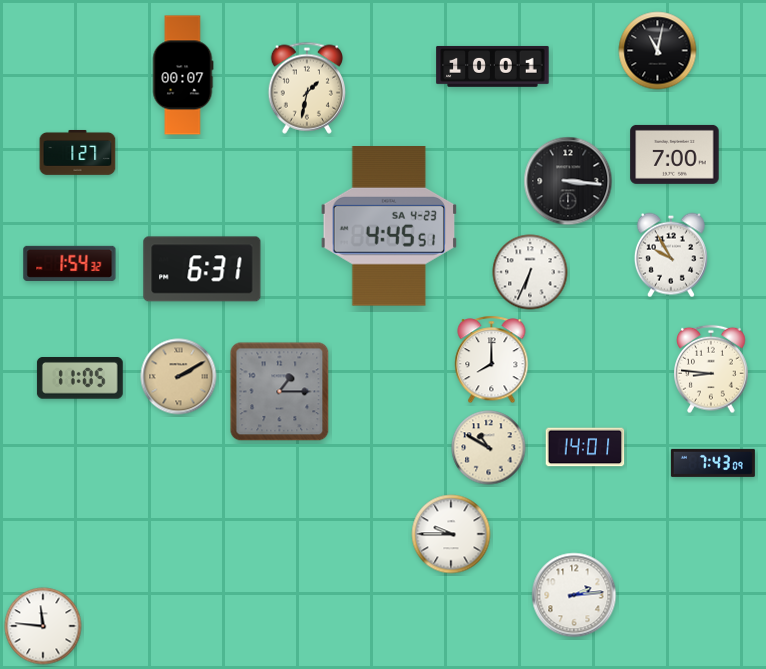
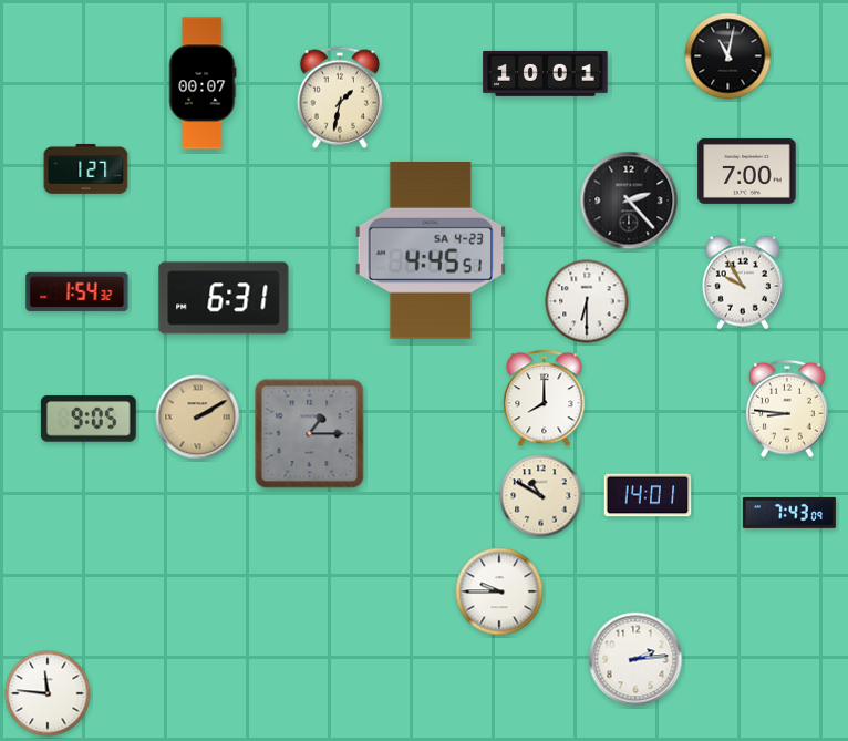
clock at (568, 181): 3:16 -> 2:23
clock at (530, 272): 6:34 -> 6:30
clock at (80, 379): 11:05 -> 9:05
